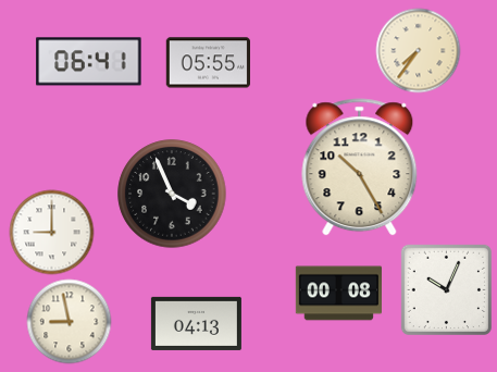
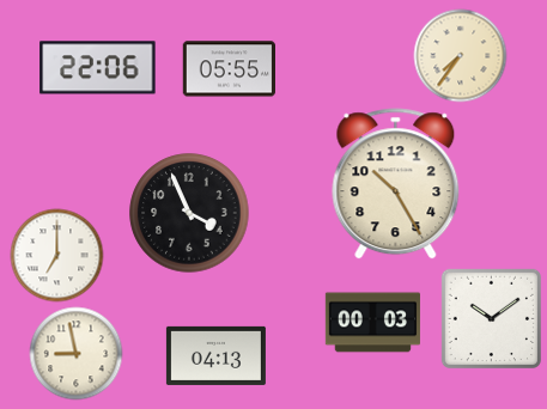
clock at (89, 62): 06:41 -> 22:06
clock at (51, 232): 9:00 -> 7:00
clock at (446, 289): 10:04 -> 10:09
clock at (338, 294): 00:08 -> 00:03
